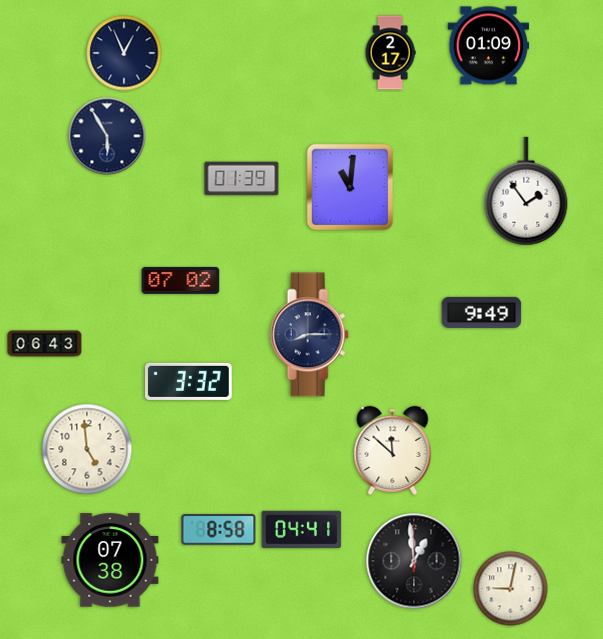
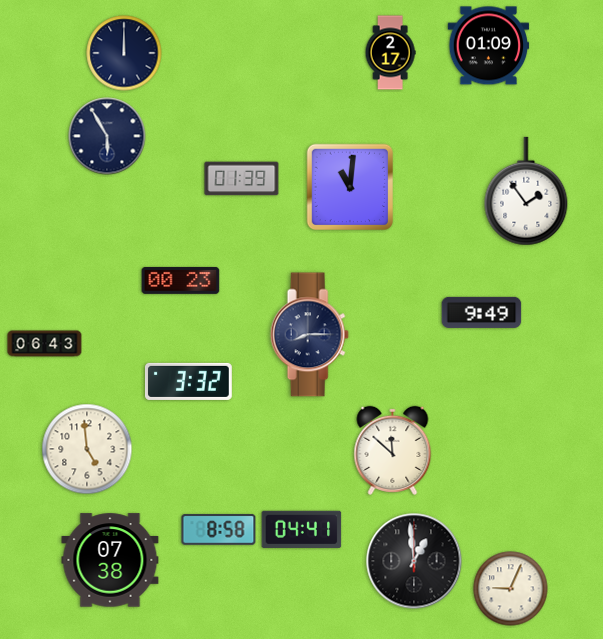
clock at (124, 53): 12:56 -> 12:00
clock at (181, 281): 07:02 -> 00:23
clock at (511, 589): 9:02 -> 9:04
